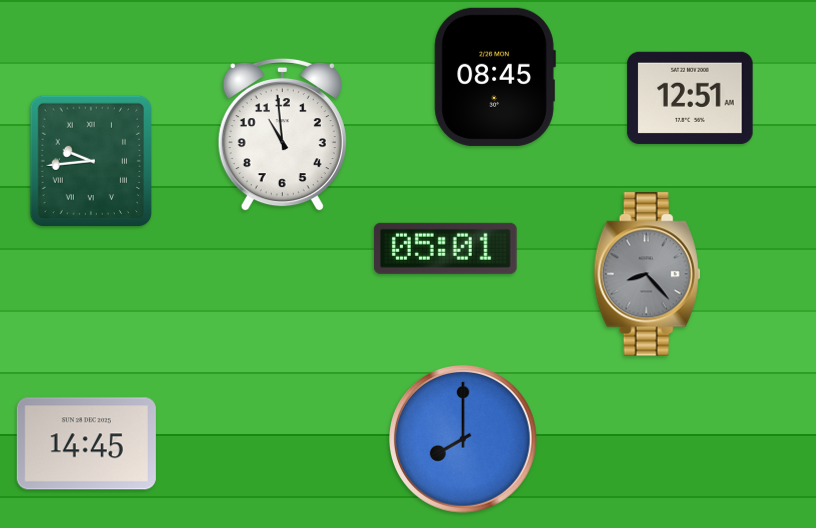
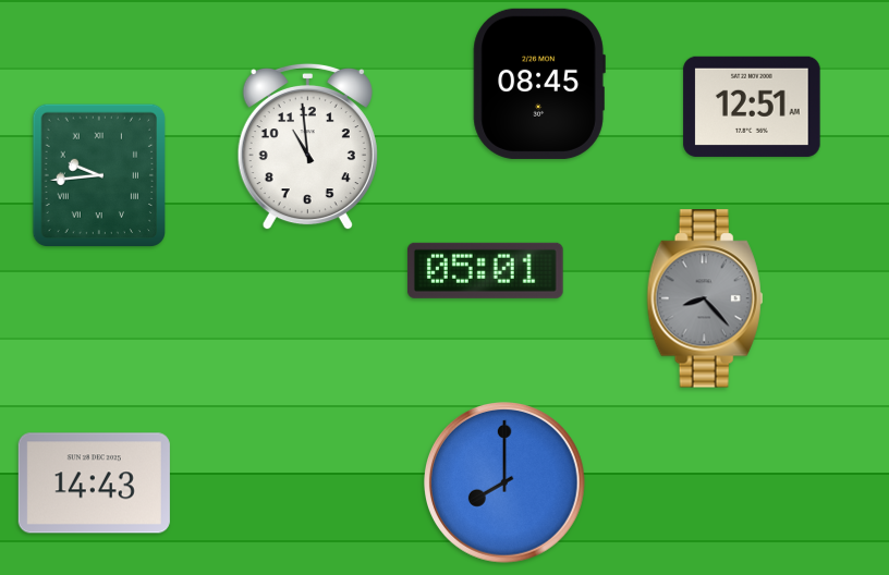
clock at (464, 440) position: (464, 440) -> (506, 484)
clock at (86, 444): 14:45 -> 14:43
